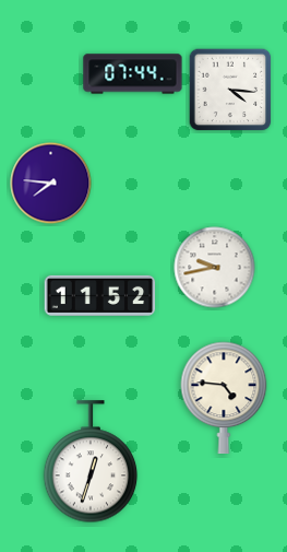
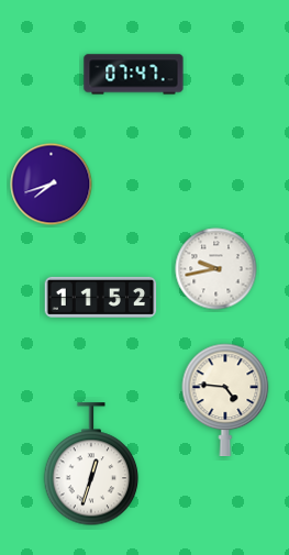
clock at (133, 74): 07:44 -> 07:47
clock at (230, 90): 4:16 -> none
clock at (51, 184): 7:46 -> 7:42
